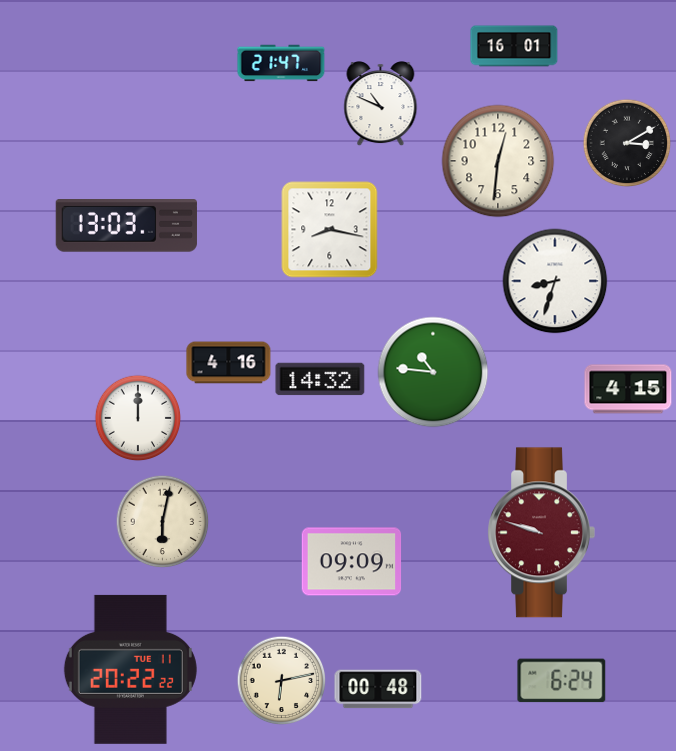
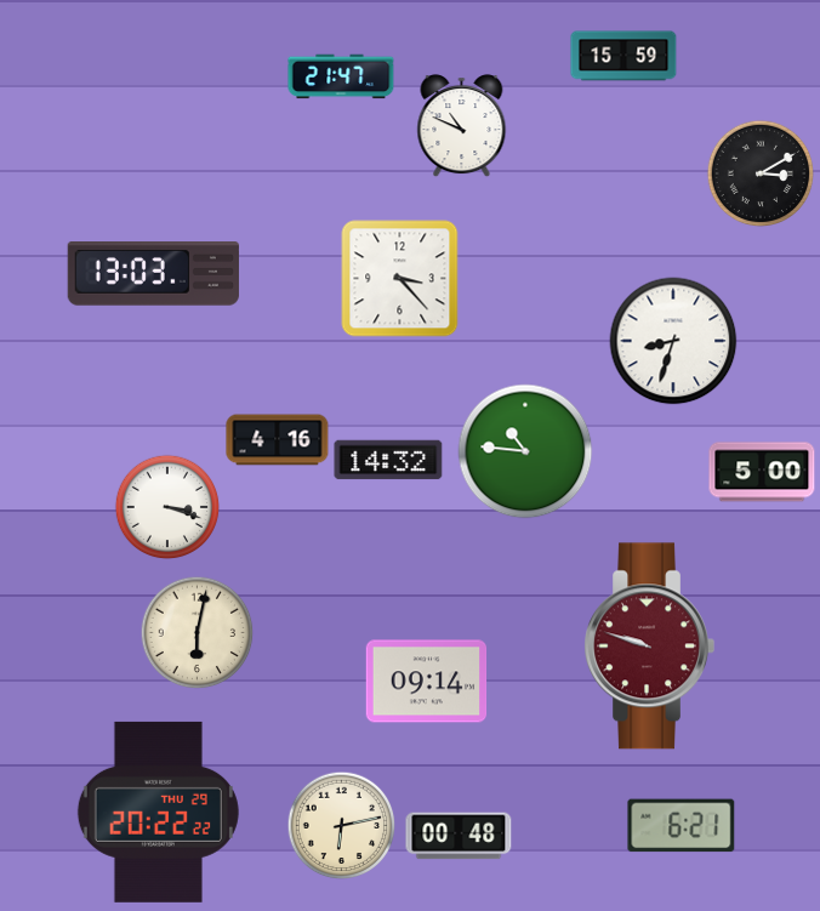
clock at (514, 46): 16:01 -> 15:59
clock at (498, 161): 12:31 -> none
clock at (330, 230): 8:17 -> 3:23
clock at (628, 389): 4:15 -> 5:00
clock at (138, 418): 12:00 -> 3:18
clock at (541, 533) position: (541, 533) -> (649, 647)
clock at (352, 562): 09:09 -> 09:14
clock at (130, 669) date: TUE 11 -> THU 29
clock at (562, 681): 6:24 -> 6:21
